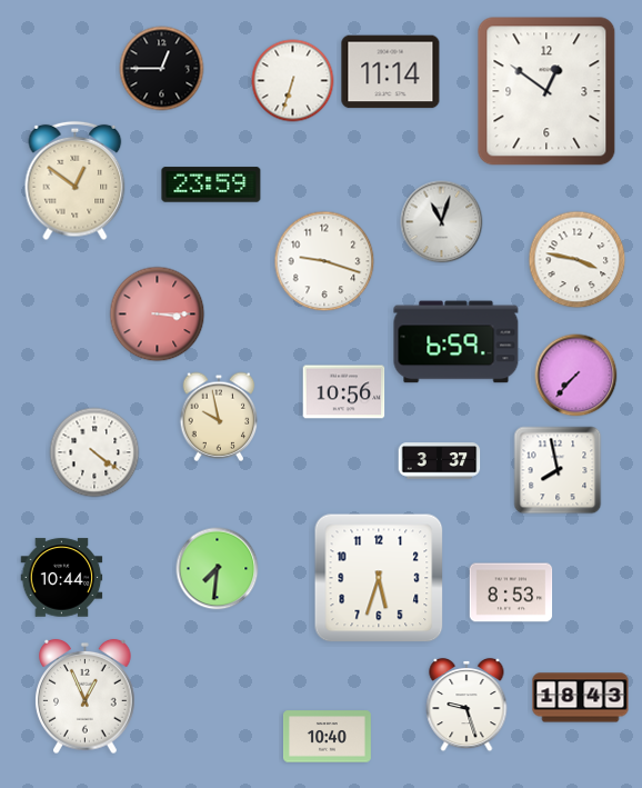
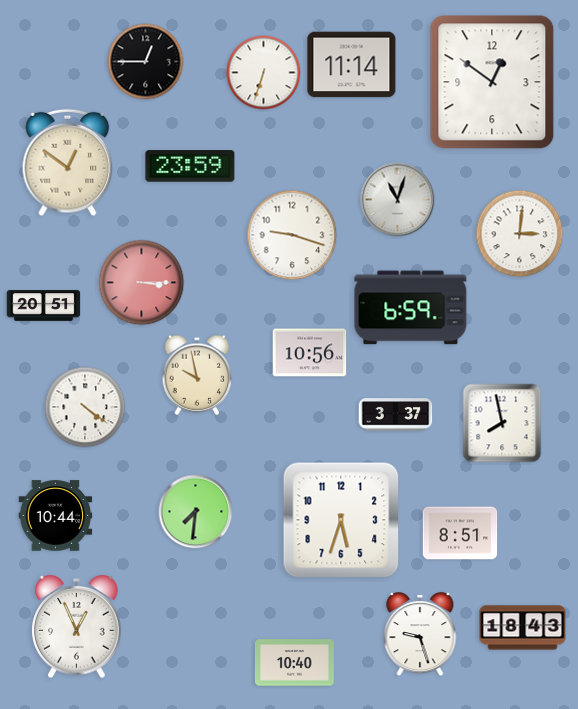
clock at (578, 260): 3:47 -> 3:01
clock at (44, 306): none -> 20:51
clock at (576, 376): 7:37 -> none
clock at (62, 578) position: (62, 578) -> (56, 516)
clock at (511, 592): 8:53 -> 8:51
